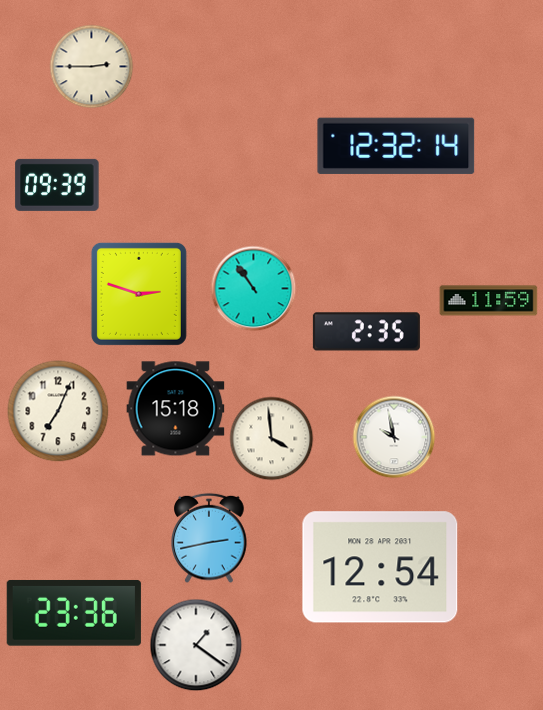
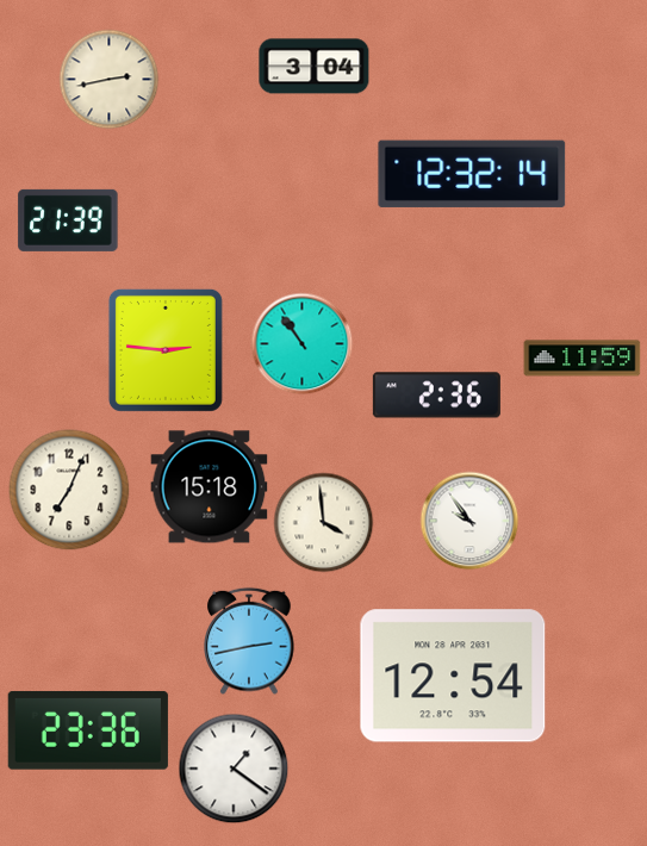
clock at (315, 67): none -> 3:04
clock at (92, 67): 2:45 -> 2:43
clock at (57, 185): 09:39 -> 21:39
clock at (139, 294): 2:48 -> 2:46
clock at (366, 332): 2:35 -> 2:36
clock at (394, 437): 9:58 -> 9:54
